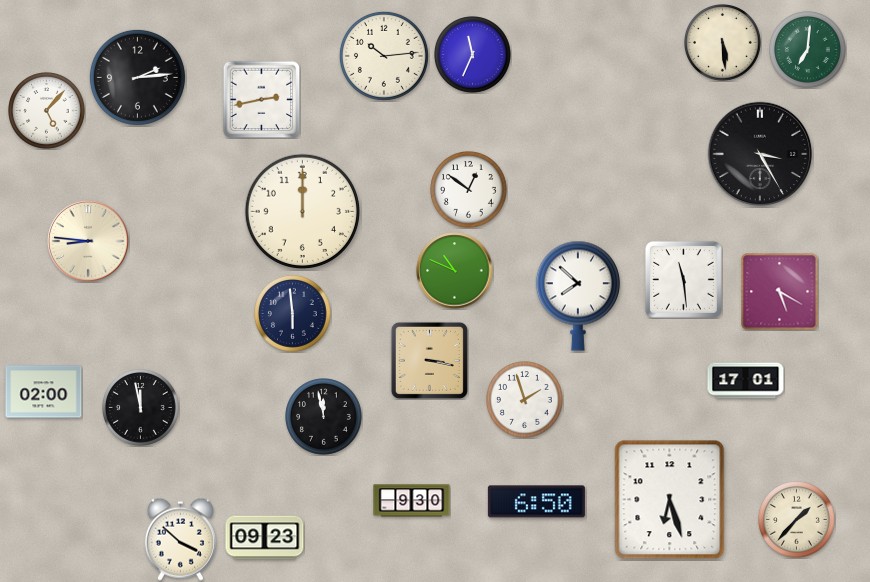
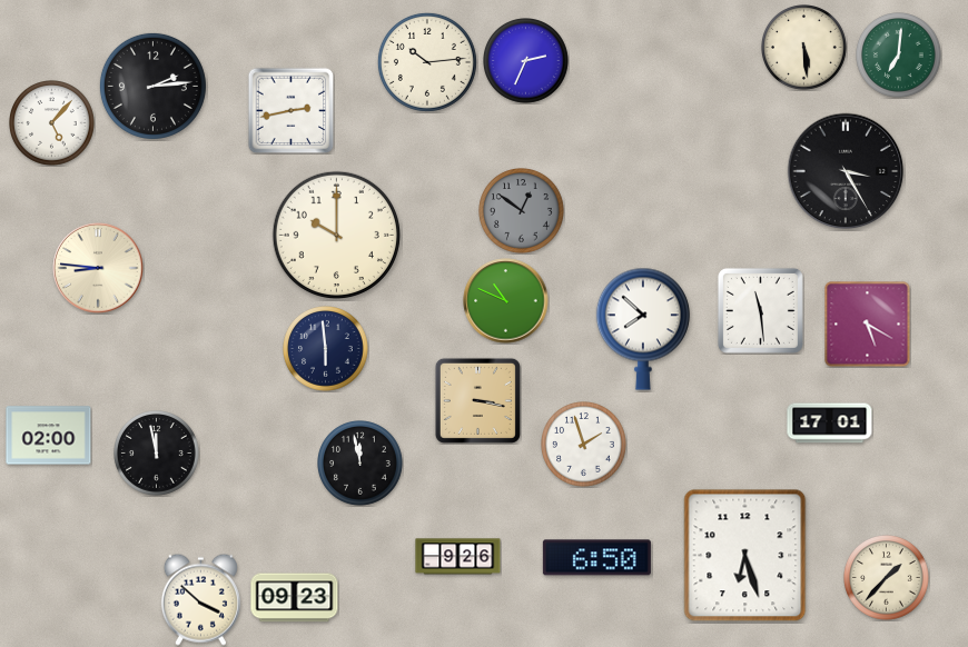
clock at (473, 55): 11:34 -> 2:34
clock at (469, 190) dial: white -> grey
clock at (302, 211): 12:00 -> 10:00
clock at (412, 501): 9:30 -> 9:26
